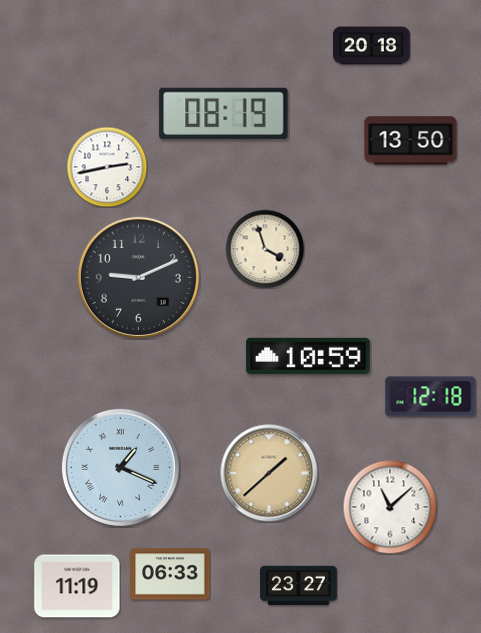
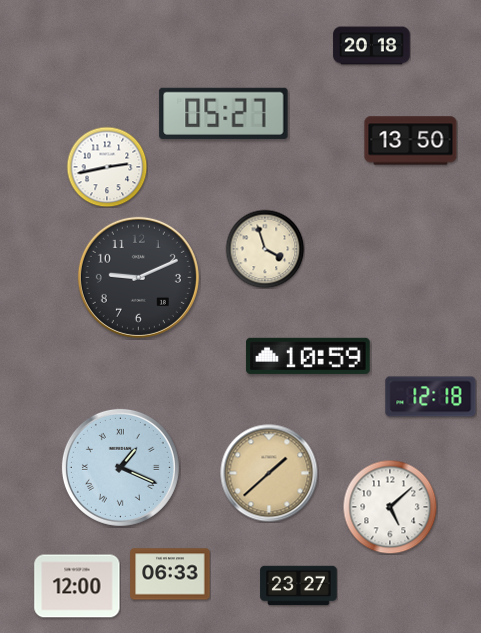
clock at (224, 113): 08:19 -> 05:27
clock at (390, 507): 11:08 -> 5:08
clock at (77, 586): 11:19 -> 12:00
